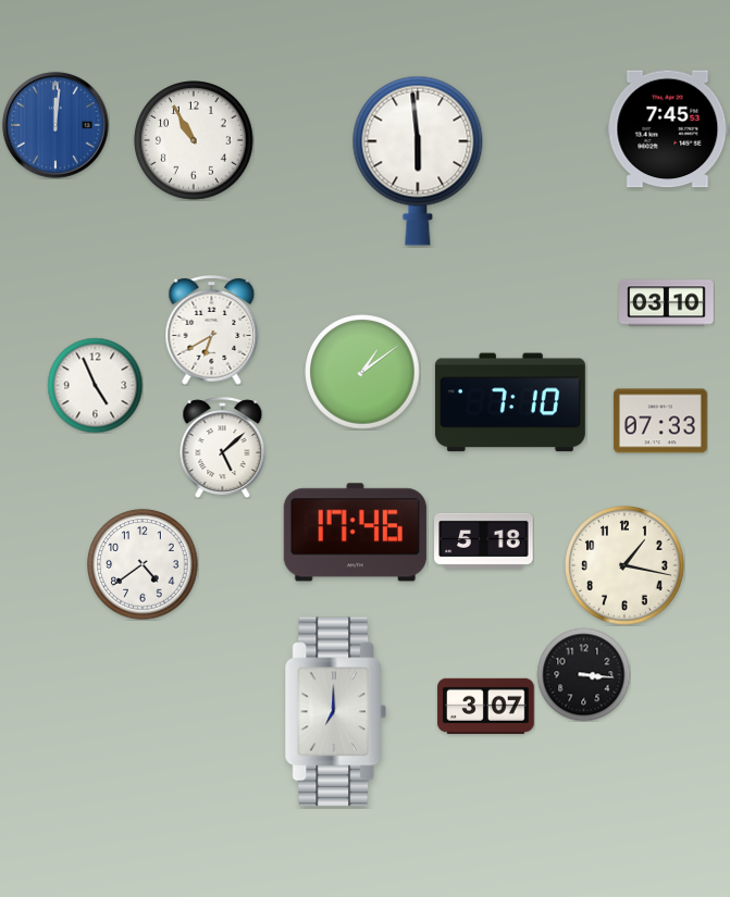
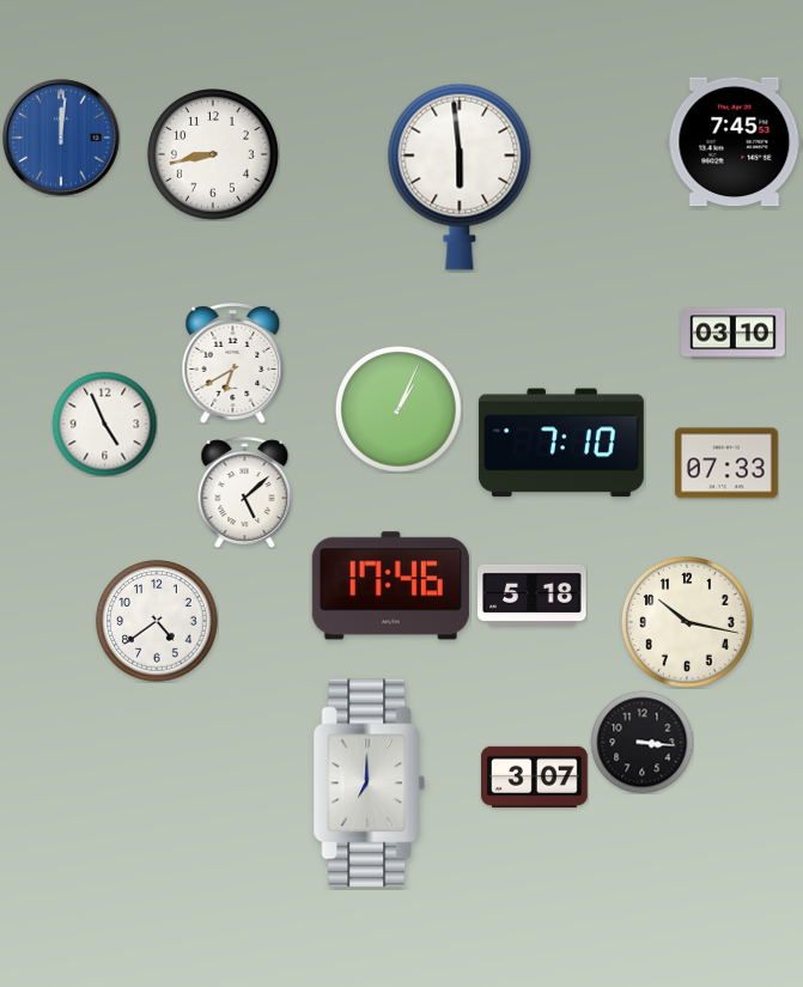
clock at (195, 141): 10:55 -> 8:43
clock at (362, 372): 1:09 -> 1:04
clock at (626, 566): 1:17 -> 10:17
